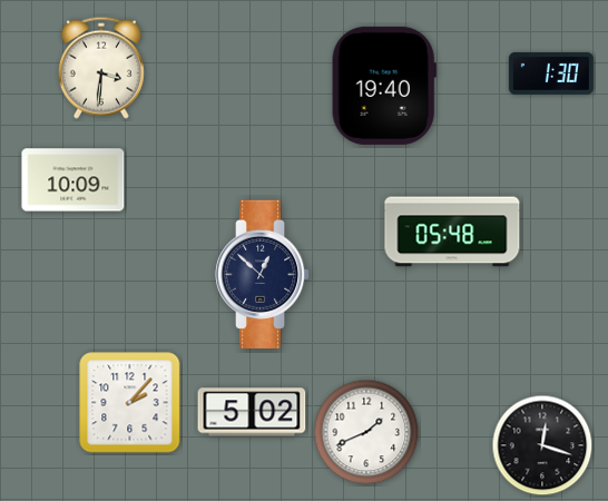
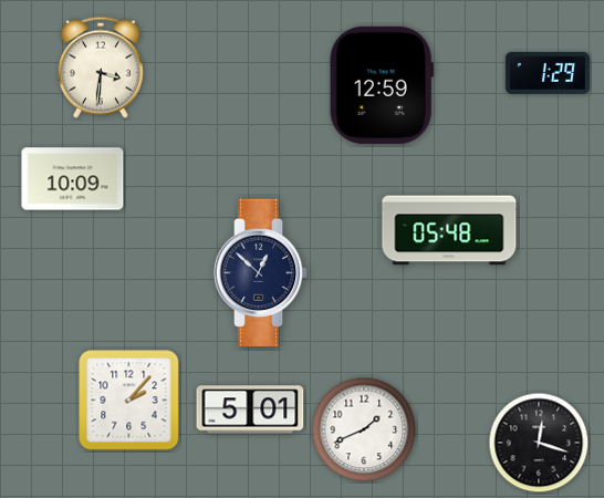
clock at (551, 73): 1:30 -> 1:29
clock at (384, 86): 19:40 -> 12:59
clock at (252, 412): 5:02 -> 5:01
